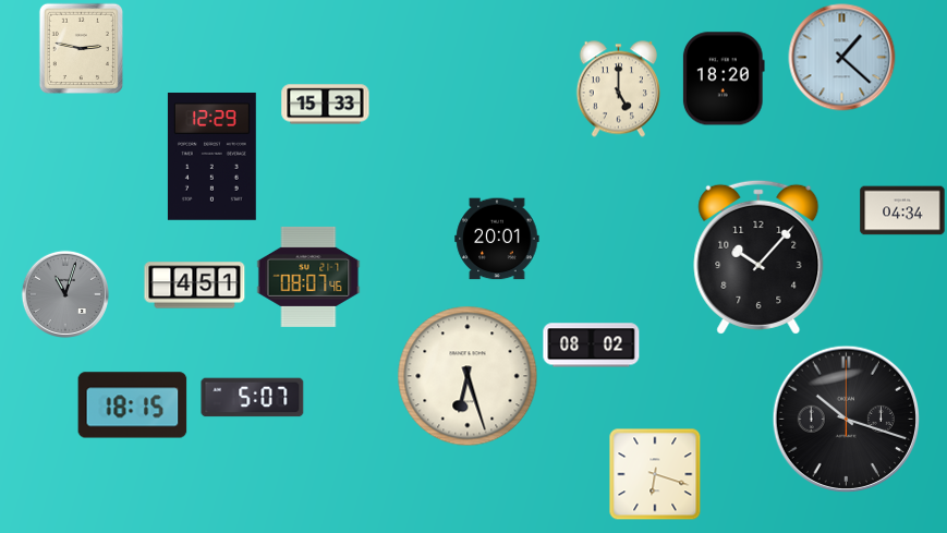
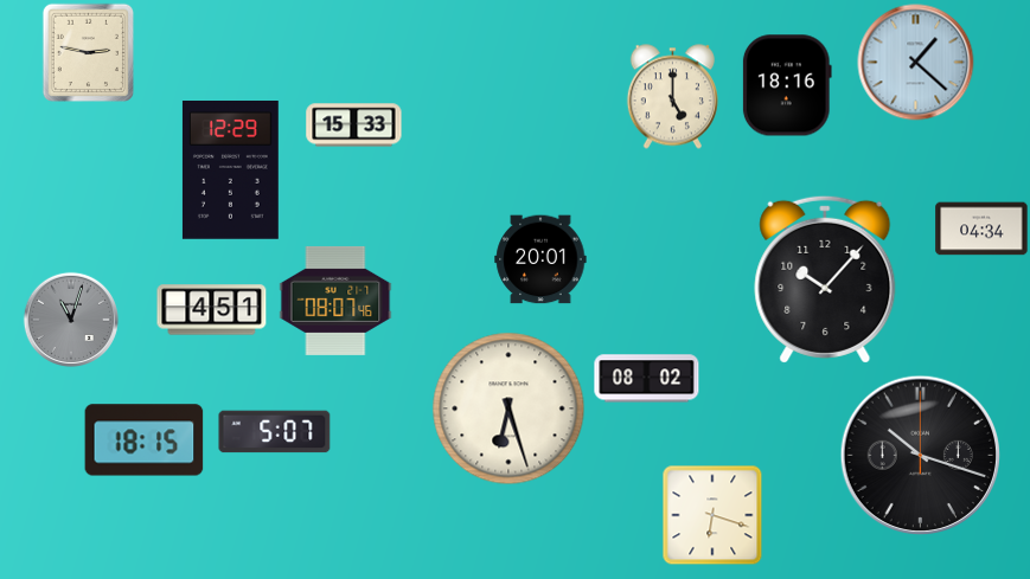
clock at (724, 78): 18:20 -> 18:16
clock at (326, 105) position: (326, 105) -> (354, 126)
clock at (592, 346) position: (592, 346) -> (647, 379)
